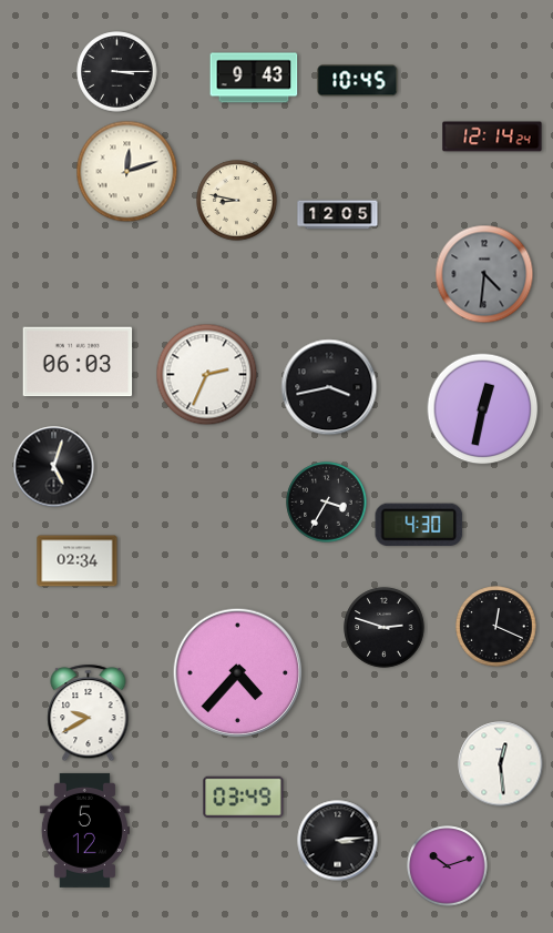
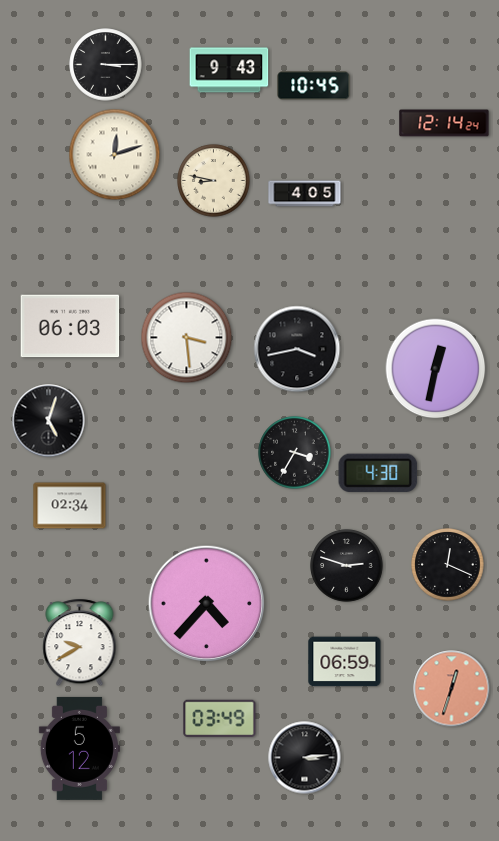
clock at (358, 81) position: (358, 81) -> (314, 86)
clock at (338, 215): 12:05 -> 4:05
clock at (484, 274): 4:31 -> none
clock at (207, 375): 2:34 -> 3:29
clock at (238, 673) position: (238, 673) -> (207, 604)
clock at (345, 662): none -> 06:59
clock at (501, 764): 12:29 -> 12:33
clock at (501, 764) dial: white -> salmon
clock at (84, 830) position: (84, 830) -> (79, 748)
clock at (448, 866): 10:12 -> none
